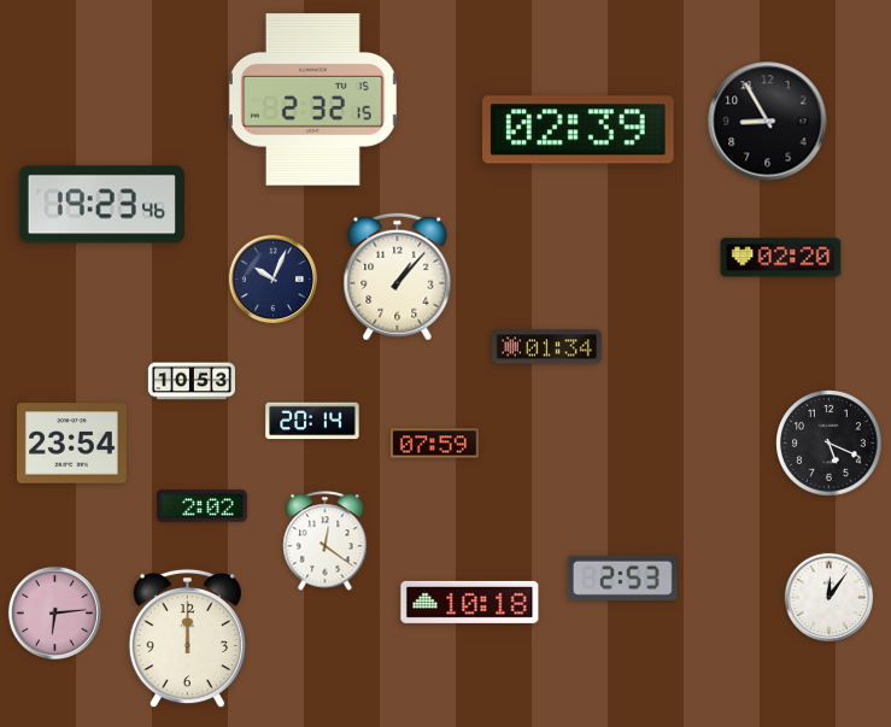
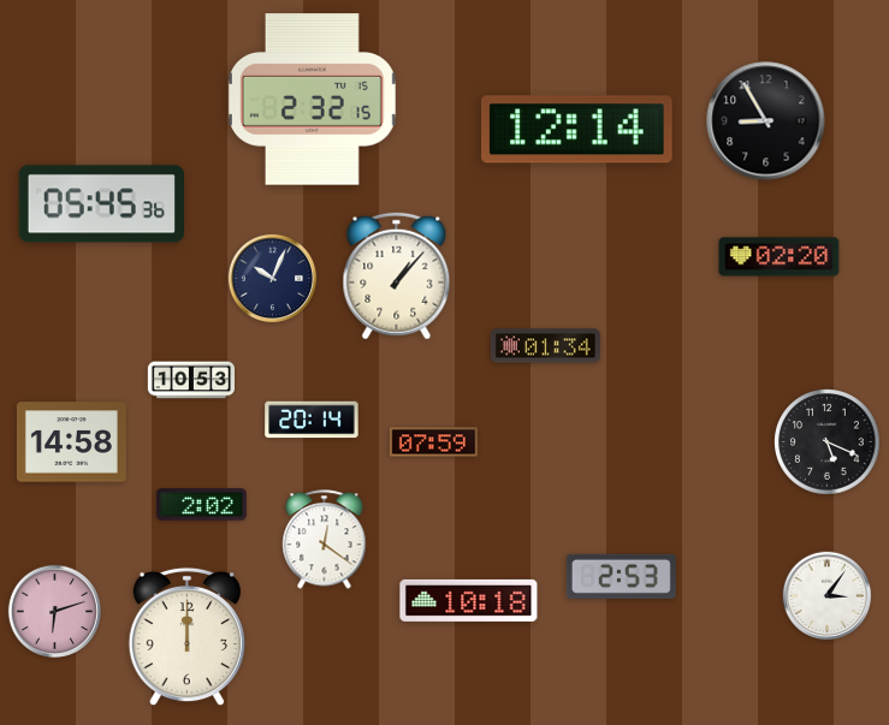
clock at (579, 130): 02:39 -> 12:14
clock at (101, 205): 19:23 -> 05:45
clock at (71, 444): 23:54 -> 14:58
clock at (830, 598): 12:06 -> 3:06
clock at (54, 612): 6:14 -> 6:12
